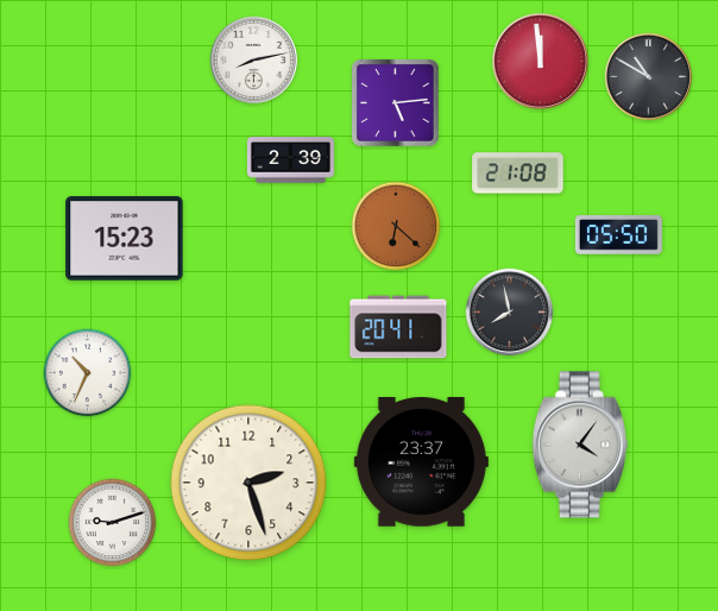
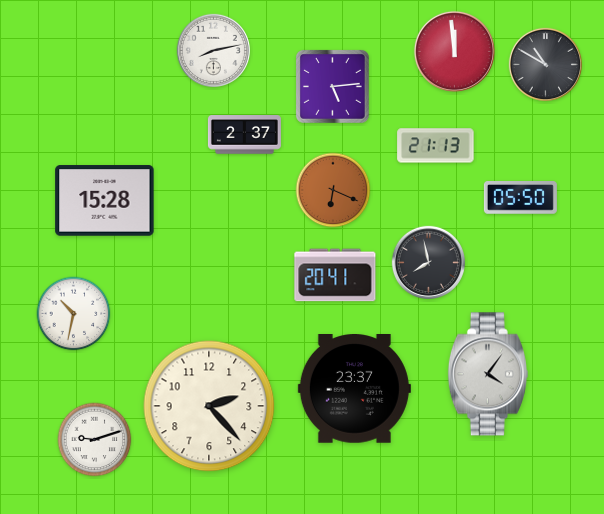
clock at (290, 160): 2:39 -> 2:37
clock at (518, 174): 21:08 -> 21:13
clock at (396, 226): 6:22 -> 6:19
clock at (125, 239): 15:23 -> 15:28
clock at (88, 373): 10:34 -> 10:32
clock at (248, 483): 2:27 -> 2:23
